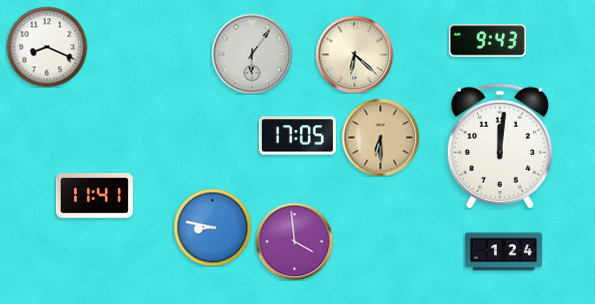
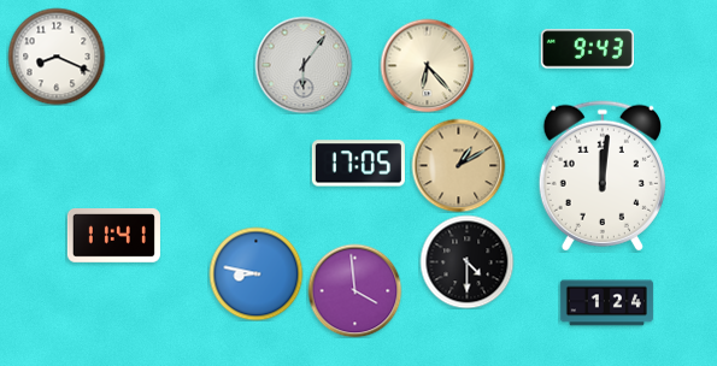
clock at (354, 54): 6:22 -> 6:23
clock at (380, 137): 6:30 -> 1:10
clock at (466, 261): none -> 4:30
